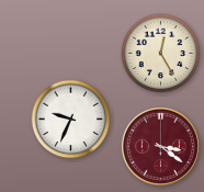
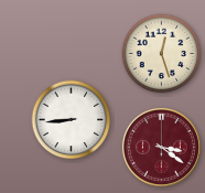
clock at (161, 54): 12:25 -> 12:27
clock at (71, 120): 9:34 -> 8:44
